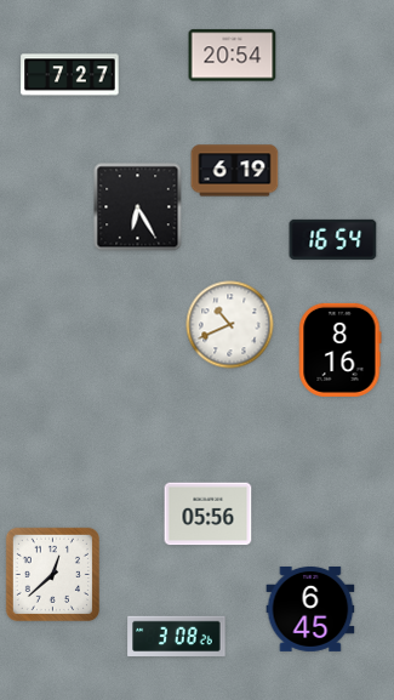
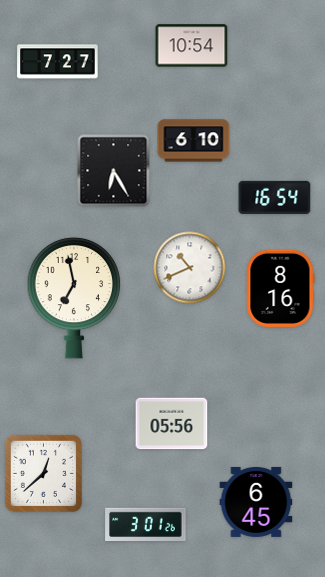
clock at (233, 56): 20:54 -> 10:54
clock at (235, 171): 6:19 -> 6:10
clock at (74, 298): none -> 6:58
clock at (177, 637): 3:08 -> 3:01
